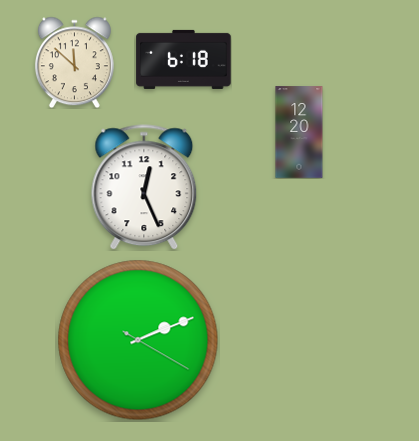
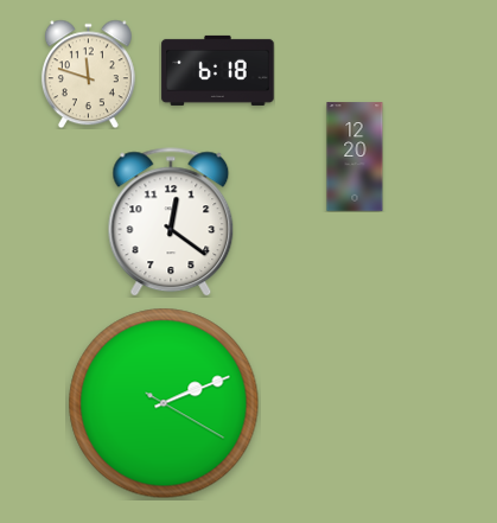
clock at (74, 62): 11:52 -> 11:48
clock at (144, 187): 12:26 -> 12:21
